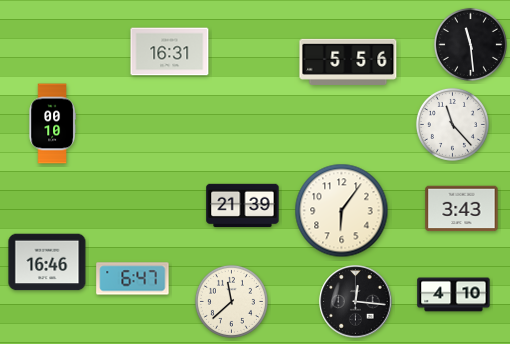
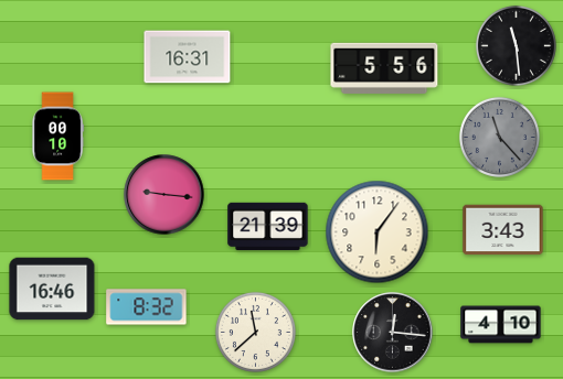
clock at (470, 44) position: (470, 44) -> (516, 45)
clock at (452, 124) dial: white -> grey
clock at (164, 195): none -> 9:16
clock at (462, 209) position: (462, 209) -> (503, 230)
clock at (133, 279): 6:47 -> 8:32
